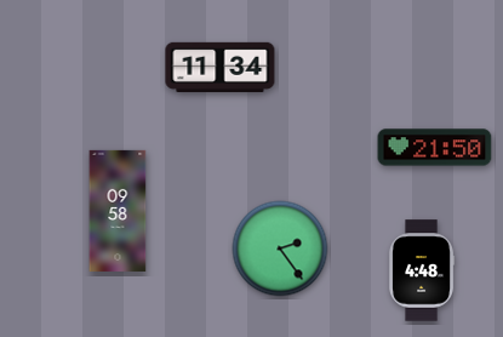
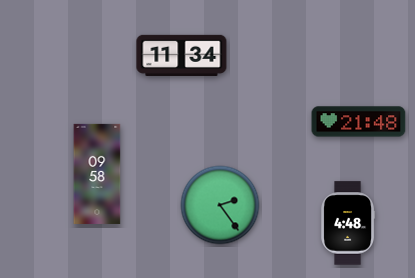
clock at (435, 148): 21:50 -> 21:48
clock at (280, 249) position: (280, 249) -> (220, 205)
